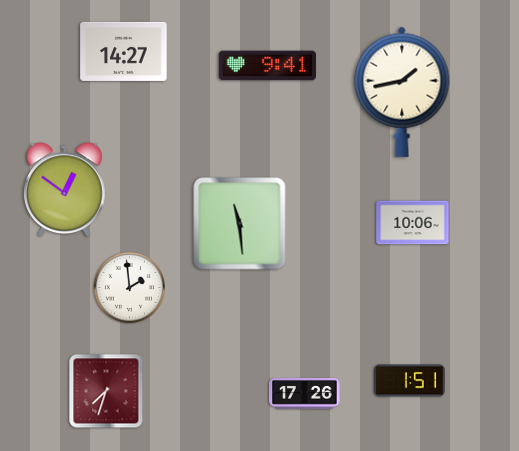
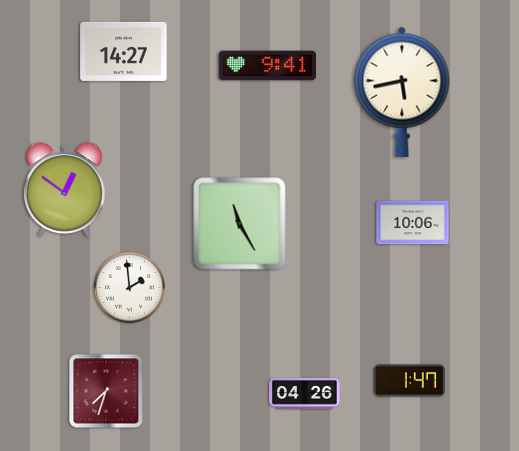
clock at (402, 92): 1:43 -> 5:43
clock at (240, 224): 11:29 -> 11:25
clock at (410, 381): 1:51 -> 1:47
clock at (305, 394): 17:26 -> 04:26
